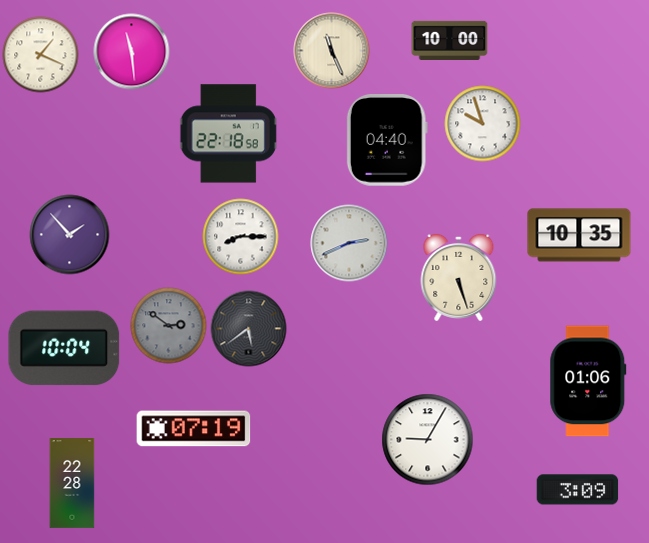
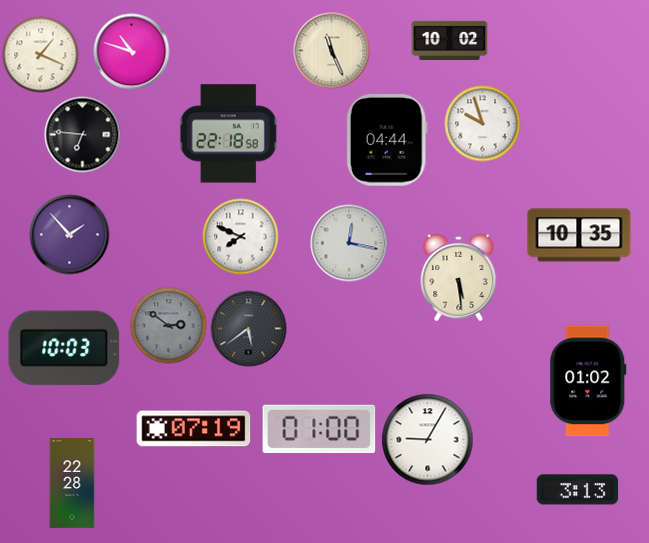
clock at (450, 40): 10:00 -> 10:02
clock at (132, 52): 11:29 -> 10:48
clock at (83, 135): none -> 6:46
clock at (387, 141): 04:40 -> 04:44
clock at (241, 237): 8:15 -> 7:49
clock at (349, 243): 2:41 -> 12:17
clock at (459, 277): 5:27 -> 5:29
clock at (64, 348): 10:04 -> 10:03
clock at (588, 381): 01:06 -> 01:02
clock at (319, 429): none -> 01:00
clock at (578, 490): 3:09 -> 3:13
